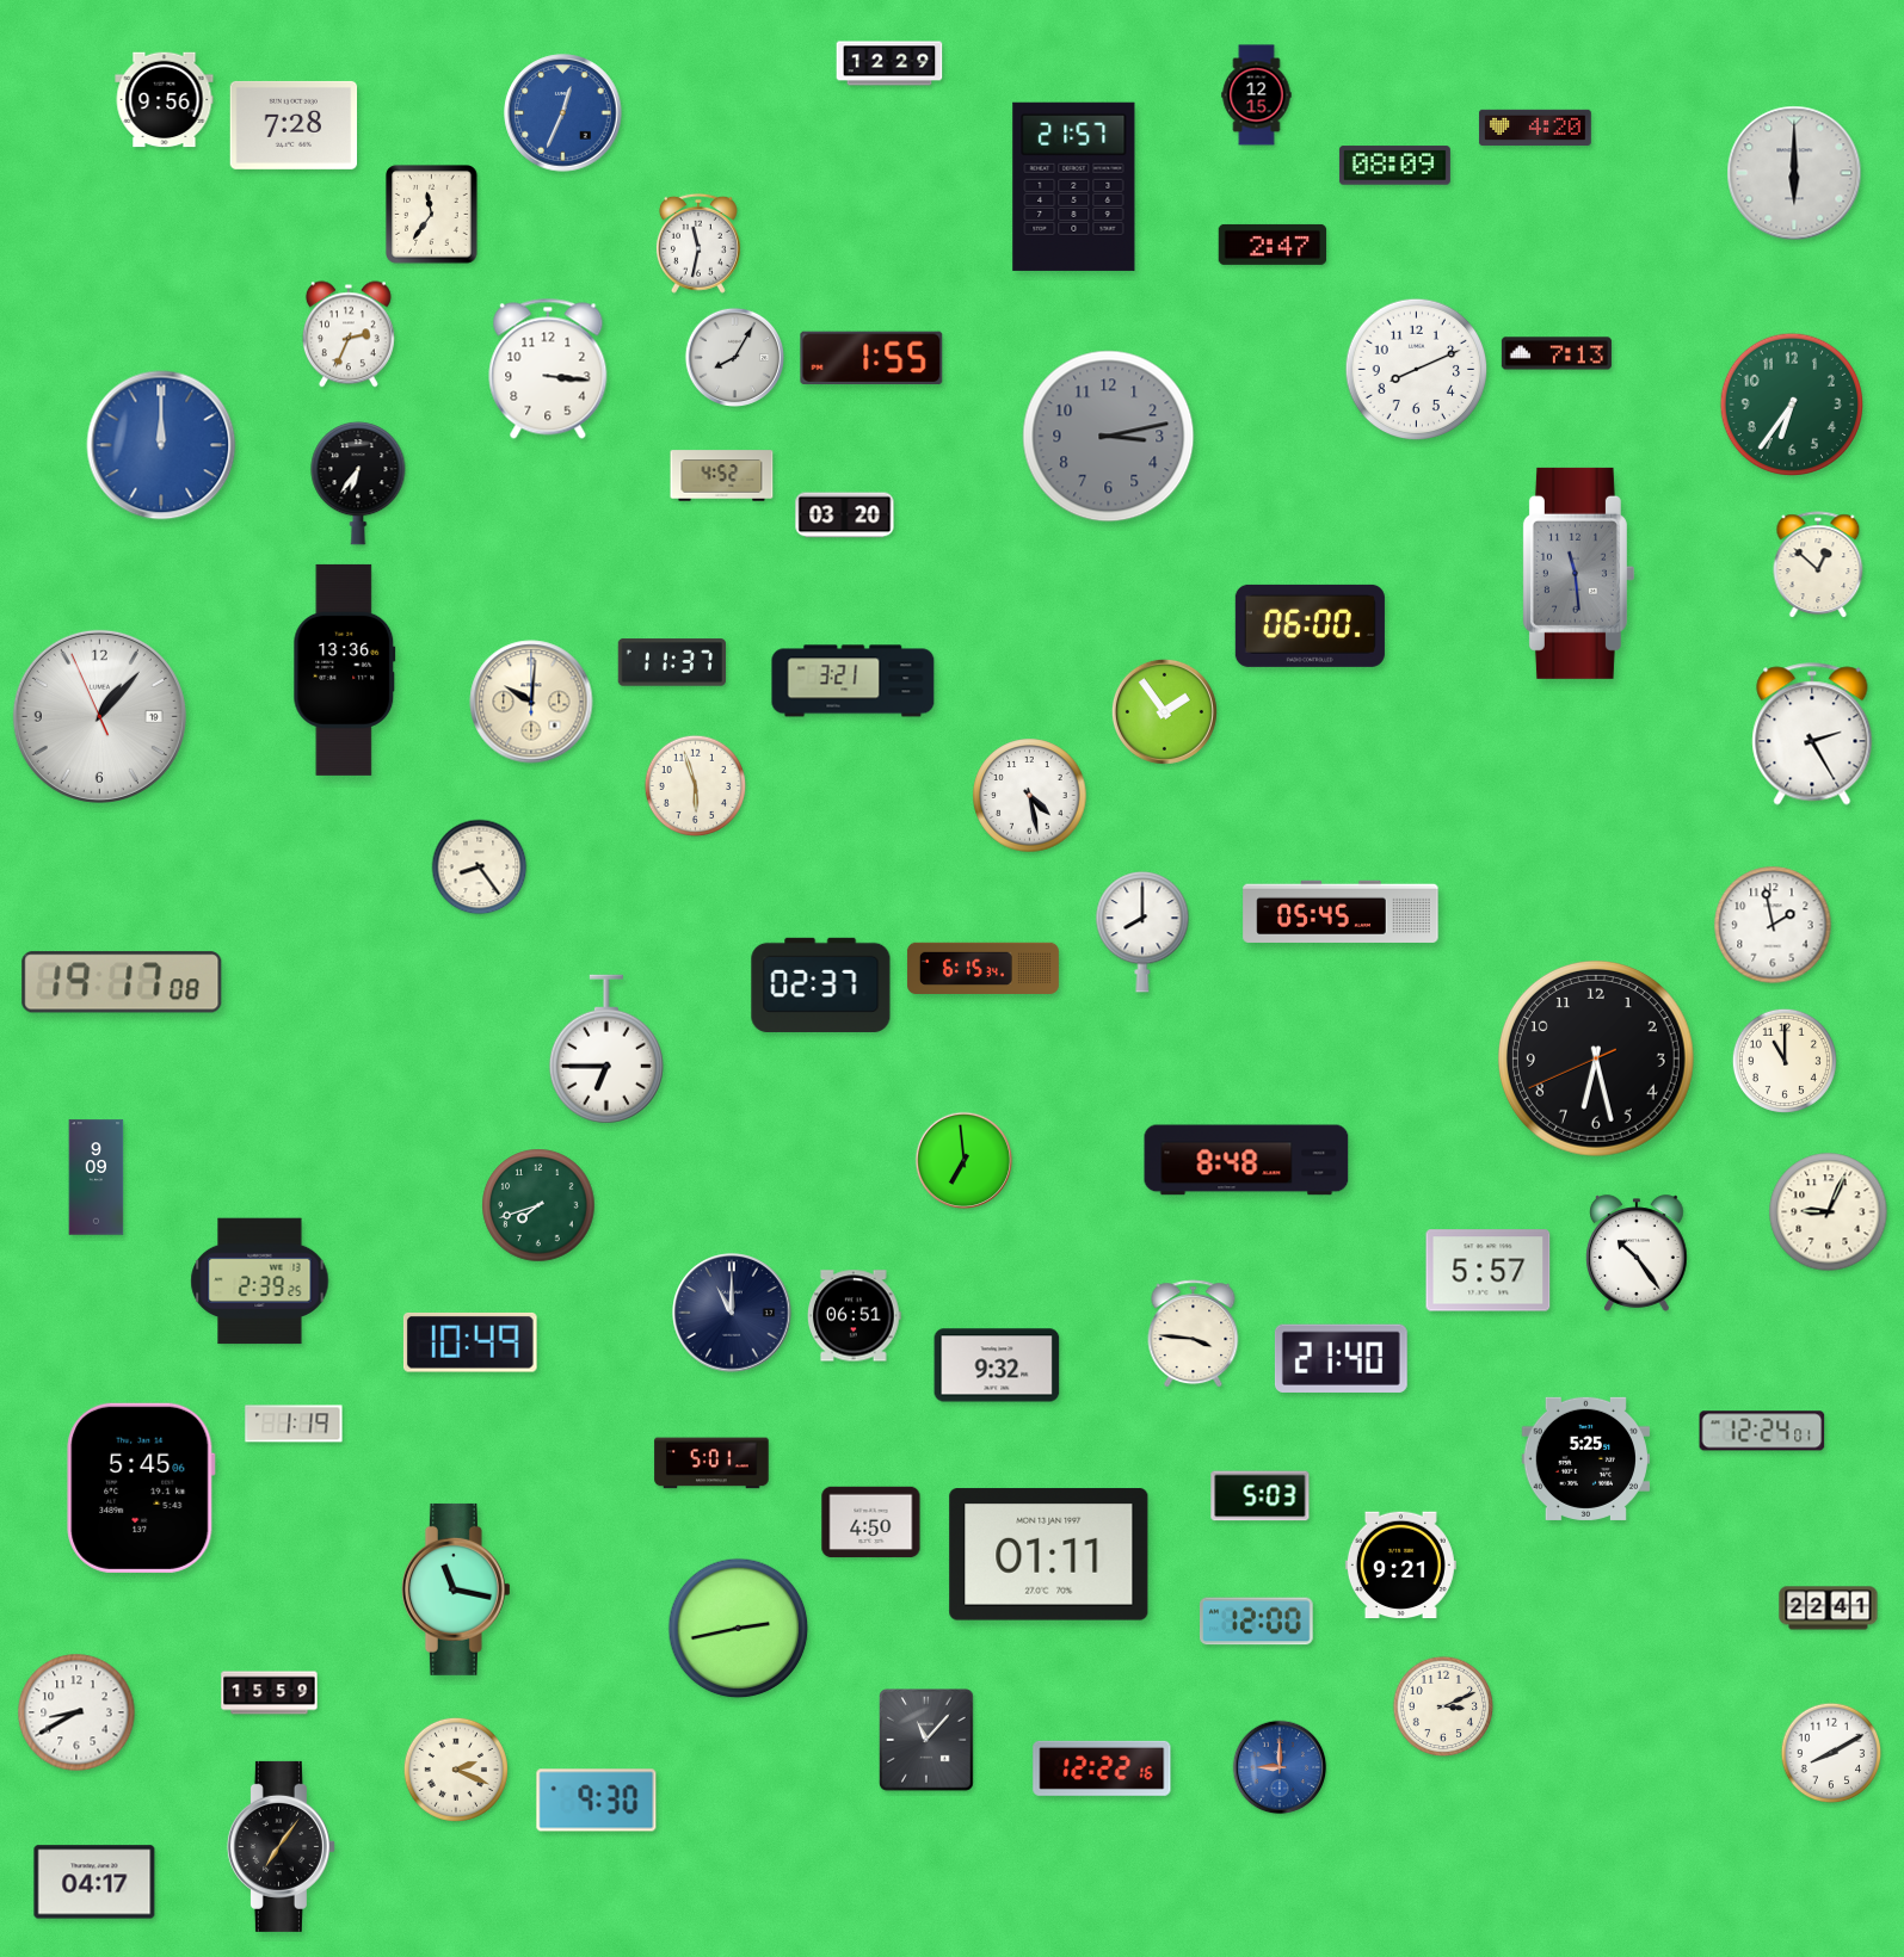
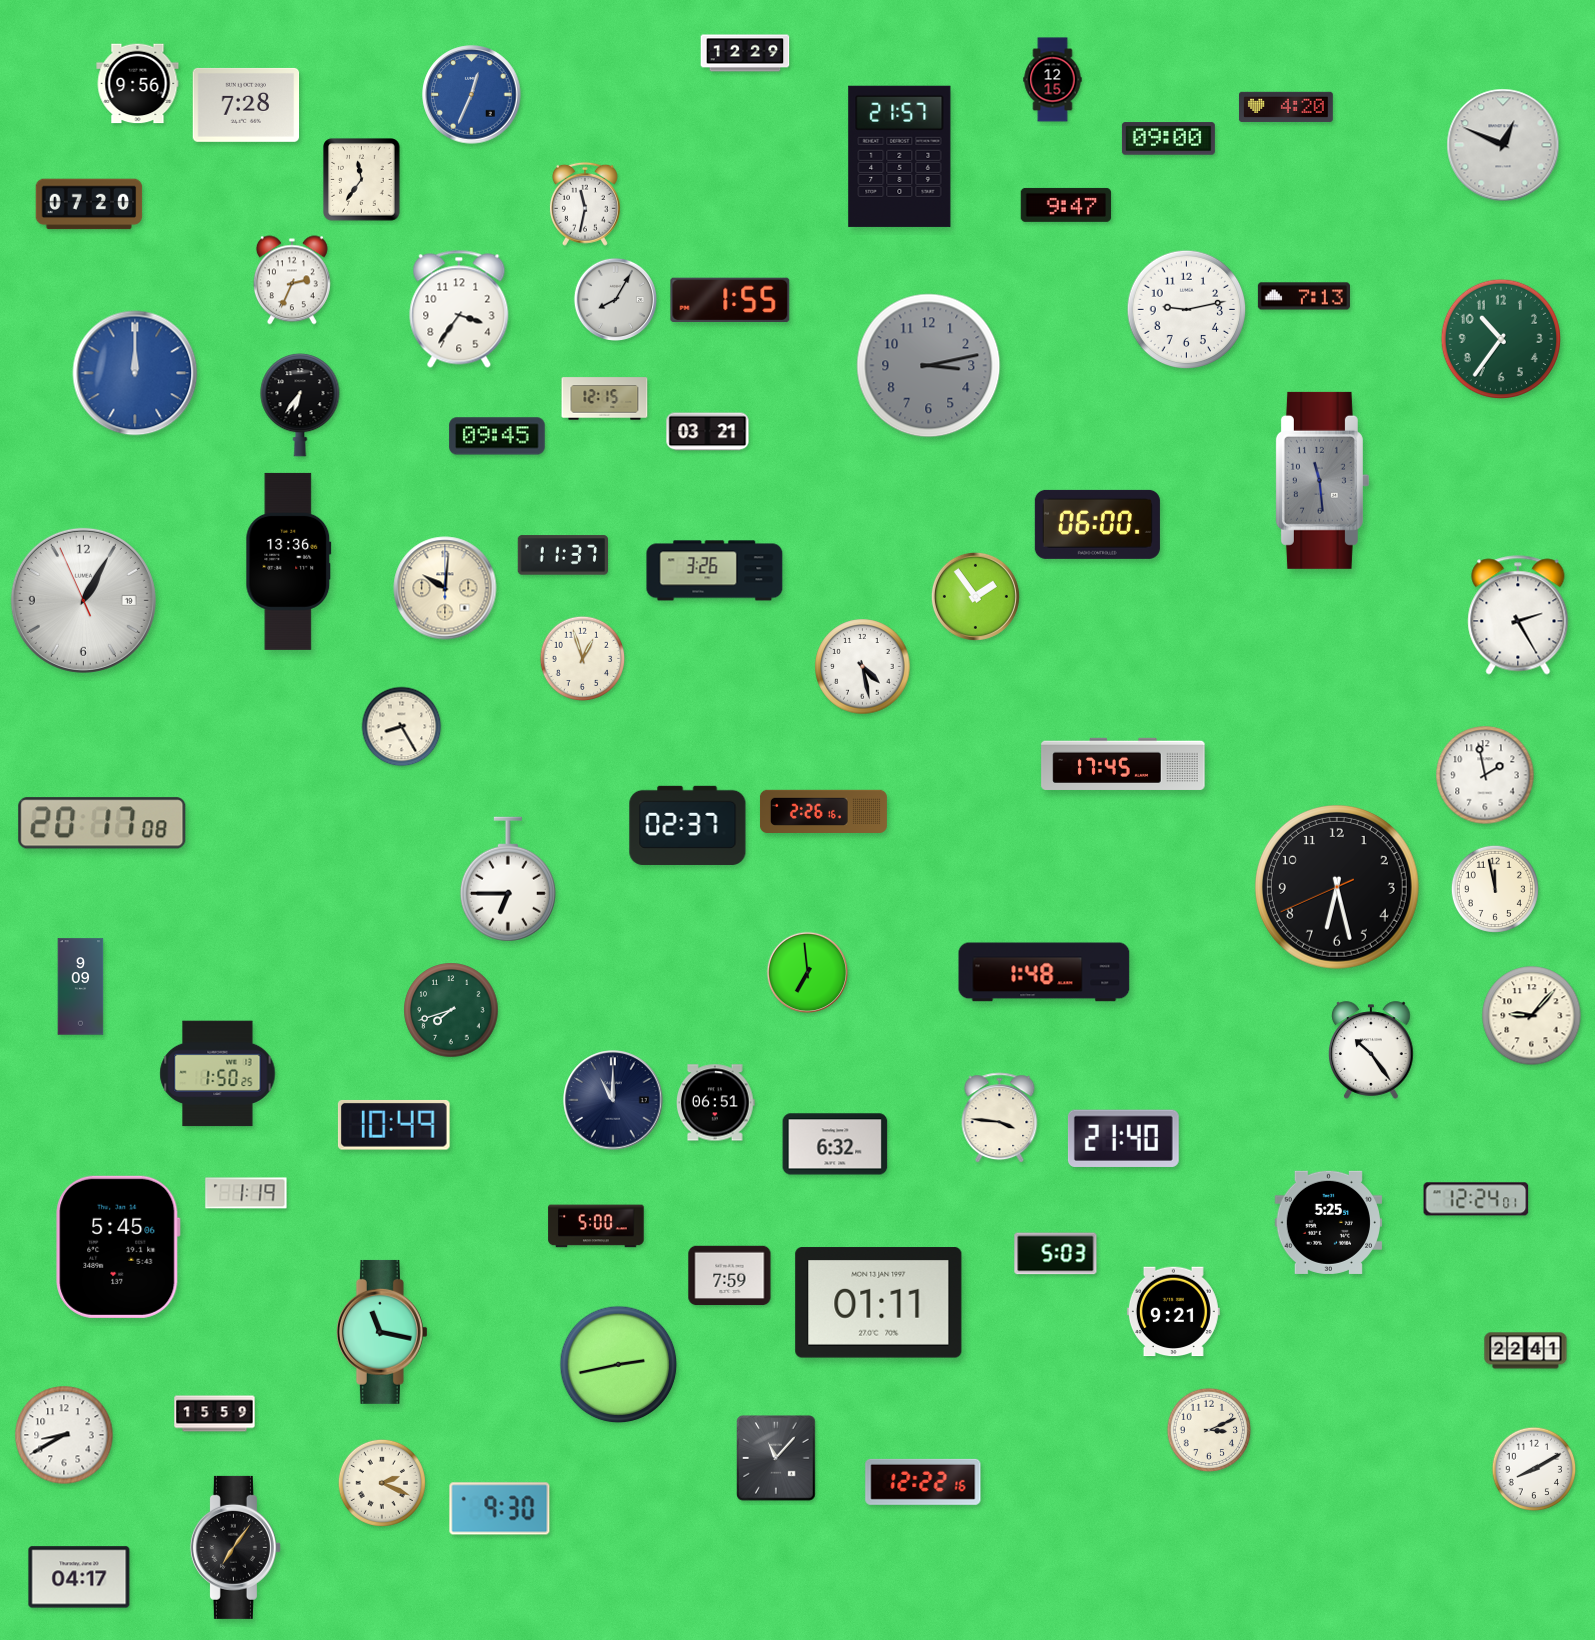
clock at (1394, 166): 08:09 -> 09:00
clock at (1794, 173): 6:00 -> 12:49
clock at (89, 204): none -> 07:20
clock at (1273, 245): 2:47 -> 9:47
clock at (548, 369): 3:16 -> 3:36
clock at (1417, 370): 8:11 -> 9:13
clock at (1791, 403): 6:36 -> 10:36
clock at (722, 476): 4:52 -> 12:15
clock at (845, 516): 03:20 -> 03:21
clock at (497, 436): none -> 09:45
clock at (1818, 566): 12:52 -> none
clock at (854, 681): 3:21 -> 3:26
clock at (99, 716): 1:06 -> 1:04
clock at (696, 786): 5:57 -> 12:57
clock at (480, 868): 8:24 -> 8:25
clock at (1341, 912): 05:45 -> 17:45
clock at (1142, 932): 8:00 -> none
clock at (982, 969): 6:15 -> 2:26
clock at (122, 982): 19:17 -> 20:17
clock at (1785, 1061): 11:00 -> 11:58
clock at (1246, 1160): 8:48 -> 1:48
clock at (1829, 1212): 9:04 -> 9:07
clock at (1489, 1271): 5:57 -> none
clock at (260, 1282): 2:39 -> 1:50
clock at (997, 1365): 9:32 -> 6:32
clock at (711, 1463): 5:01 -> 5:00
clock at (871, 1523): 4:50 -> 7:59
clock at (1829, 1609) position: (1829, 1609) -> (1526, 1351)
clock at (1257, 1622): 12:00 -> none
clock at (270, 1693) position: (270, 1693) -> (215, 1414)
clock at (1280, 1767): 9:00 -> none
